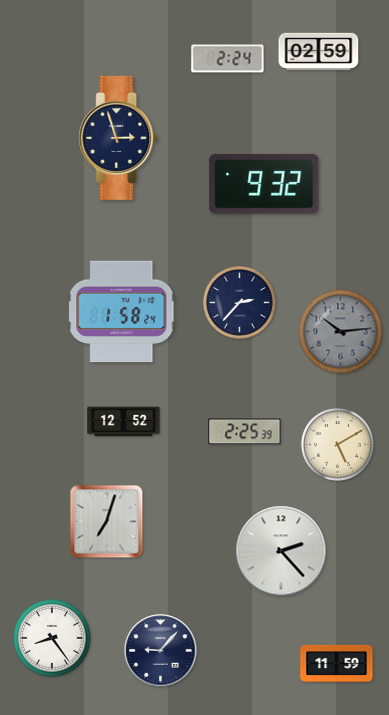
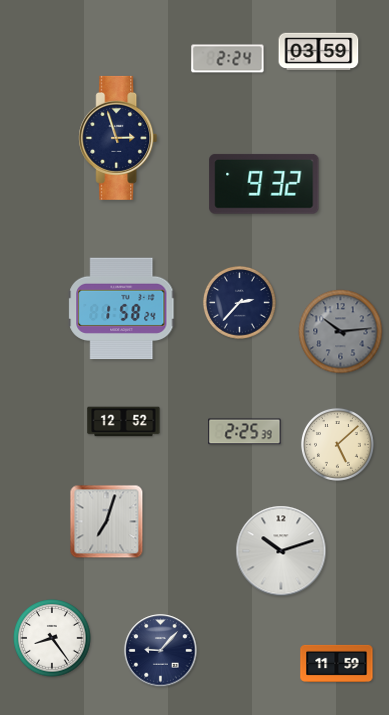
clock at (319, 52): 02:59 -> 03:59
clock at (122, 312) position: (122, 312) -> (122, 309)
clock at (338, 445): 5:10 -> 5:08
clock at (281, 551): 2:23 -> 10:12
